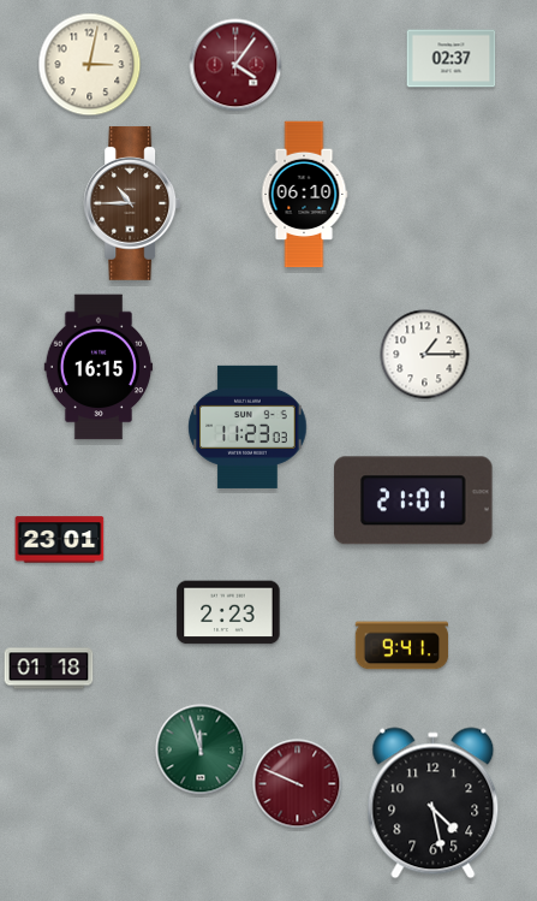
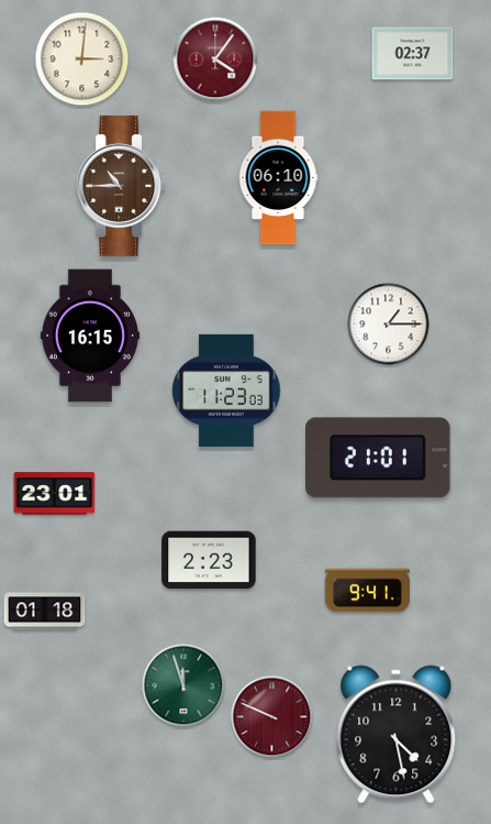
clock at (90, 65): 3:02 -> 3:01
